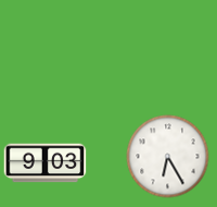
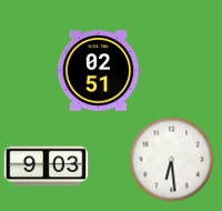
clock at (99, 71): none -> 02:51
clock at (168, 157): 6:25 -> 6:29
